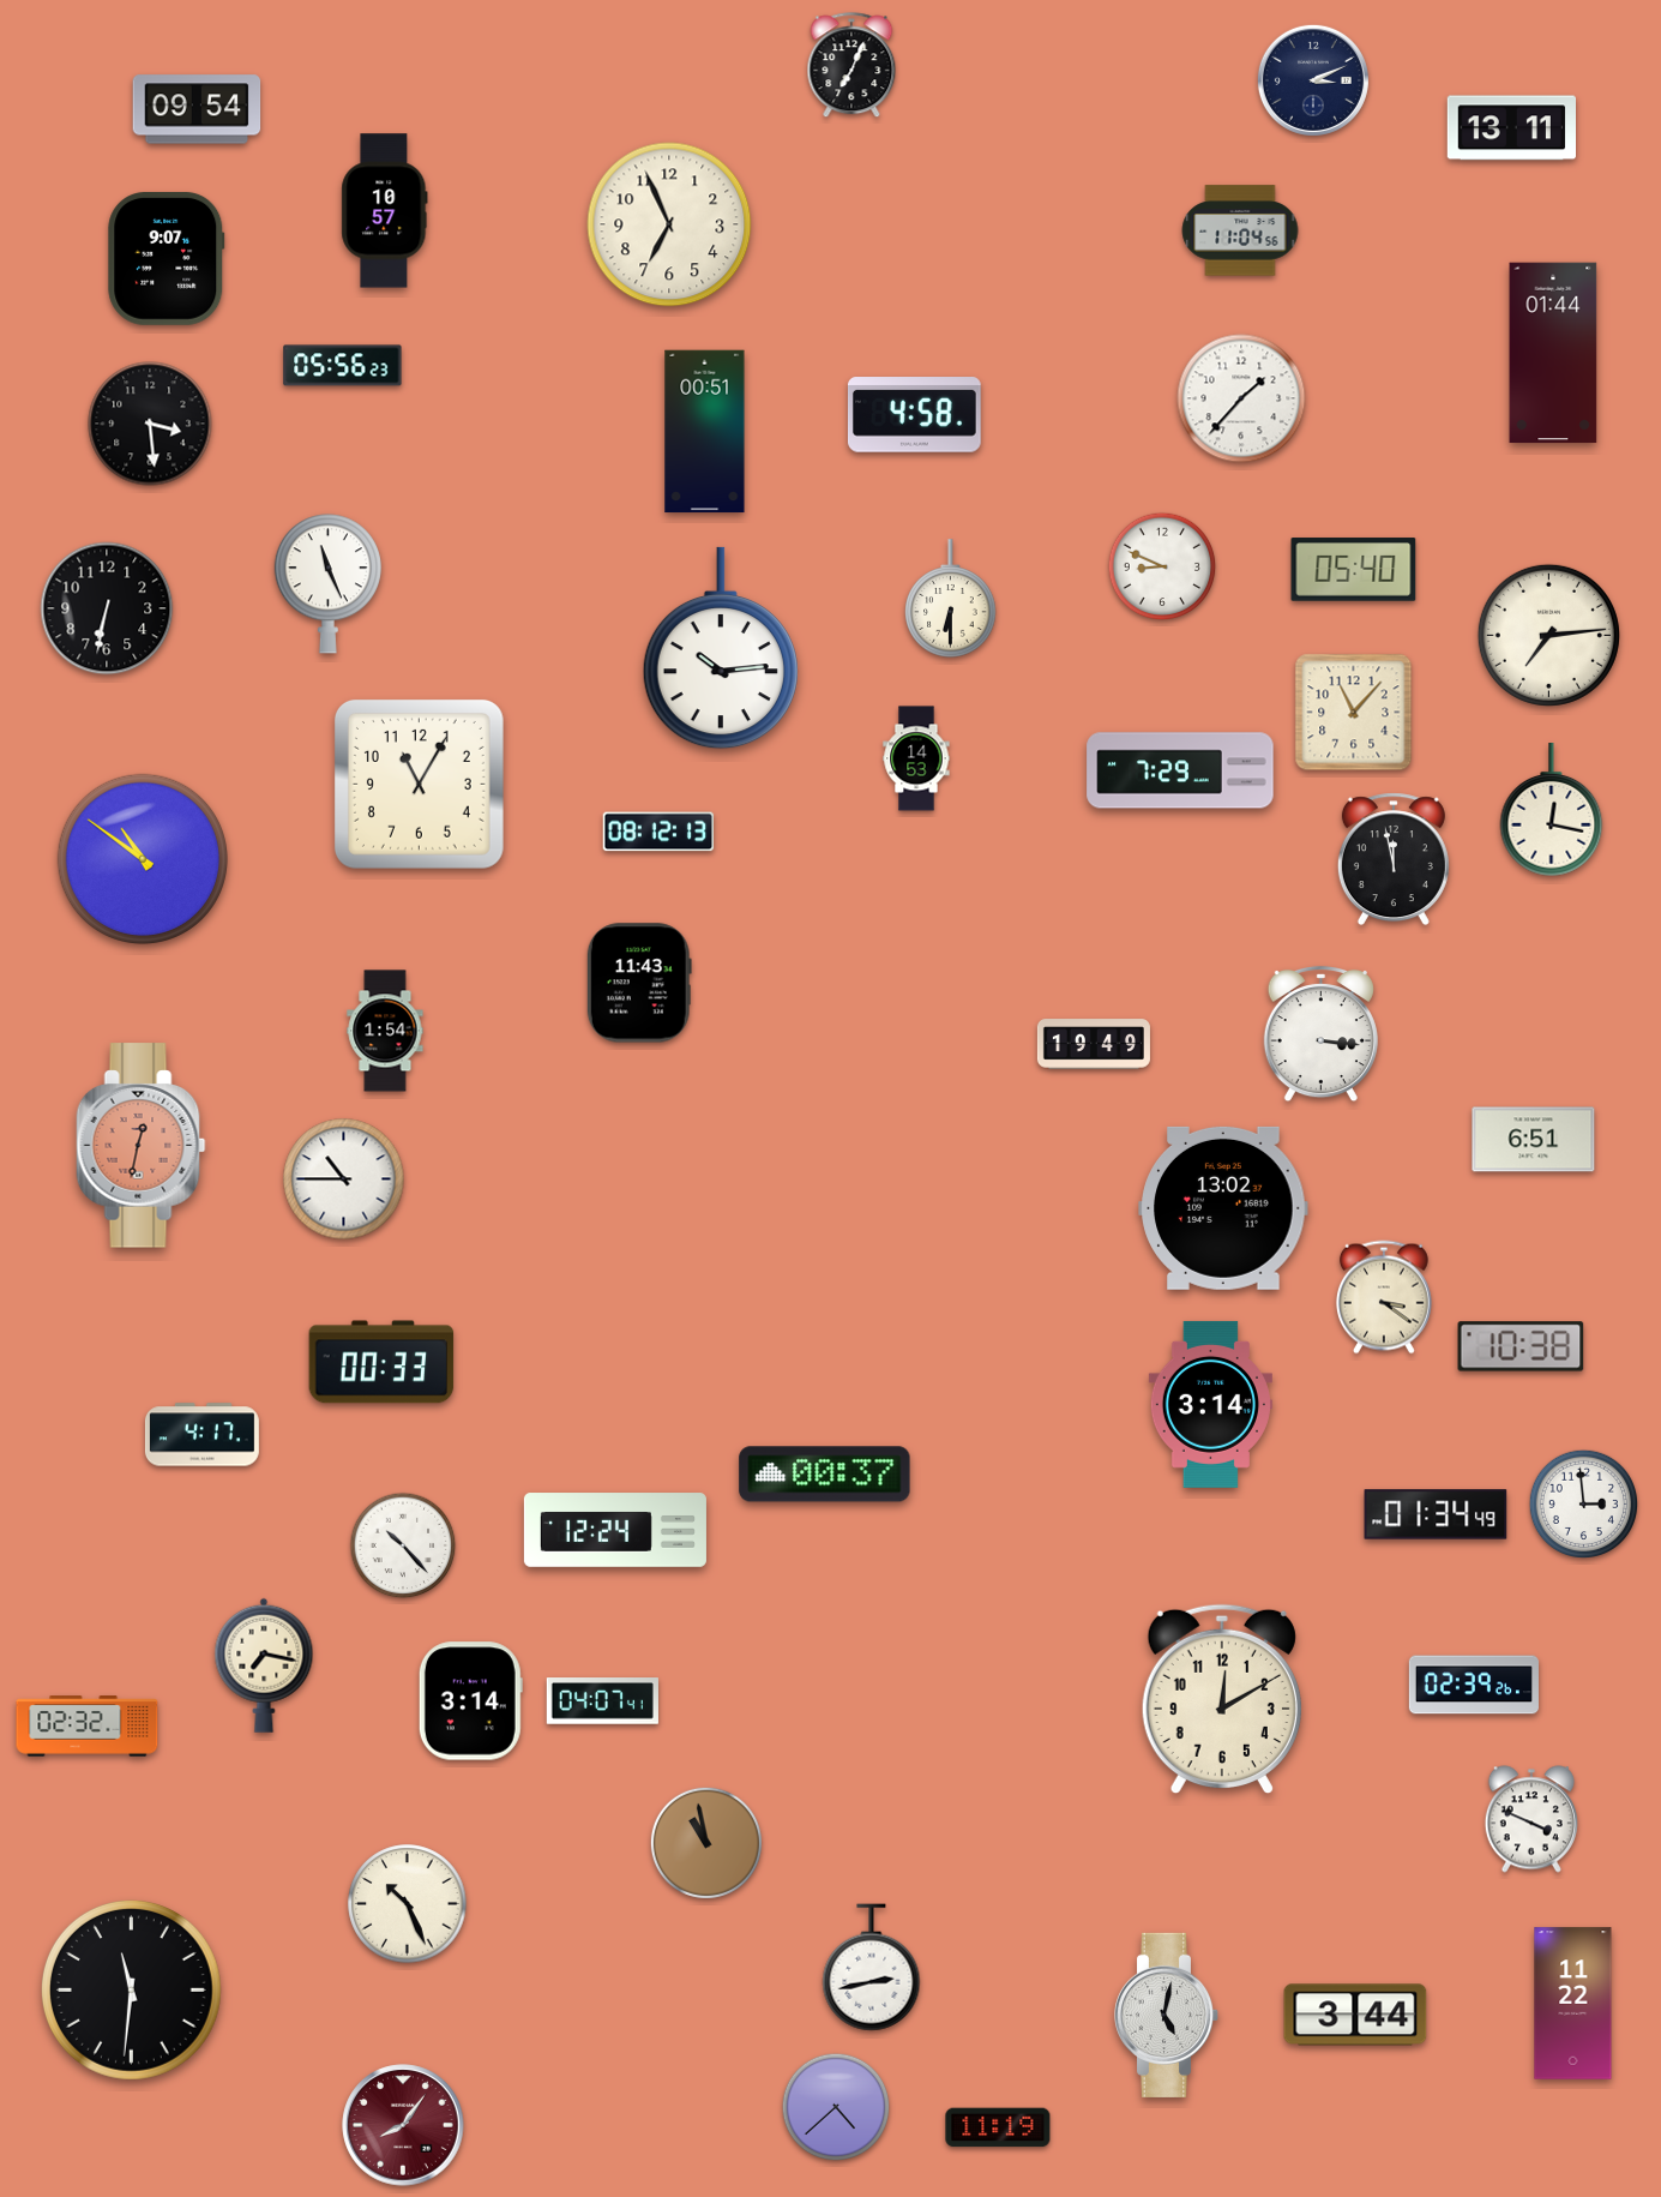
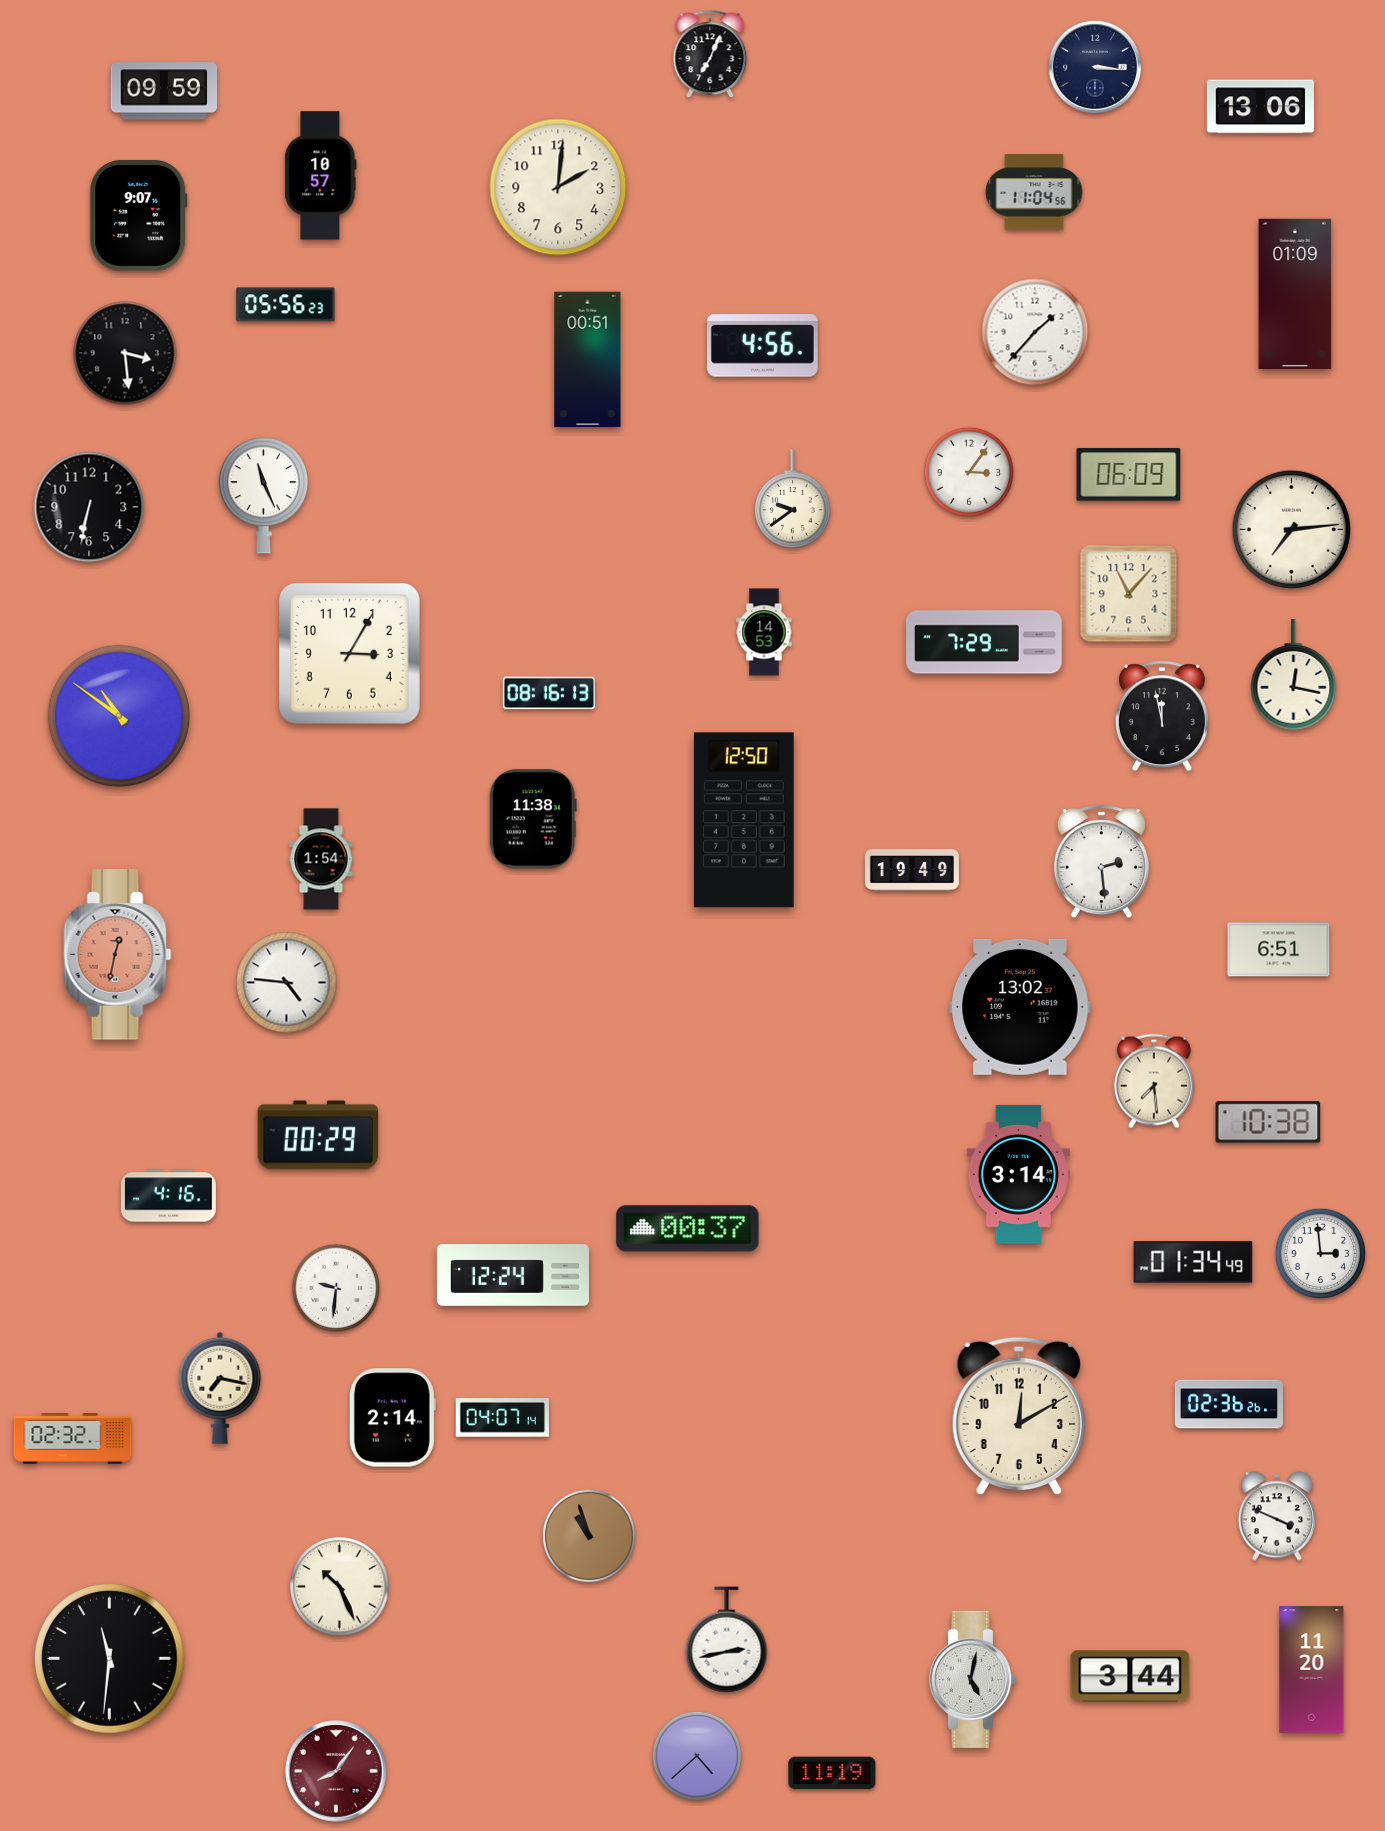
clock at (1313, 80): 3:11 -> 3:16
clock at (197, 109): 09:54 -> 09:59
clock at (1511, 128): 13:11 -> 13:06
clock at (669, 224): 6:56 -> 2:01
clock at (1553, 353): 01:44 -> 01:09
clock at (914, 415): 4:58 -> 4:56
clock at (1162, 566): 8:49 -> 3:06
clock at (1354, 570): 05:40 -> 06:09
clock at (327, 584) position: (327, 584) -> (263, 496)
clock at (951, 599): 6:30 -> 9:39
clock at (721, 648): 10:14 -> none
clock at (419, 784): 11:05 -> 3:05
clock at (658, 832): 08:12 -> 08:16
clock at (639, 983): 11:43 -> 11:38
clock at (744, 820): none -> 12:50
clock at (1320, 1034): 3:16 -> 2:29
clock at (344, 1179): 10:45 -> 4:46
clock at (1384, 1297): 3:21 -> 7:29
clock at (381, 1362): 00:33 -> 00:29
clock at (1210, 1404) position: (1210, 1404) -> (1018, 1174)
clock at (201, 1435): 4:17 -> 4:16
clock at (1436, 1514) position: (1436, 1514) -> (1193, 1262)
clock at (403, 1545): 10:23 -> 9:31
clock at (1474, 1685): 02:39 -> 02:36
clock at (470, 1701): 3:14 -> 2:14
clock at (602, 1701): 04:07:41 -> 04:07:14
clock at (706, 1843): 10:58 -> 10:57
clock at (1573, 2004): 11:22 -> 11:20
clock at (1355, 2015) position: (1355, 2015) -> (1130, 1676)
